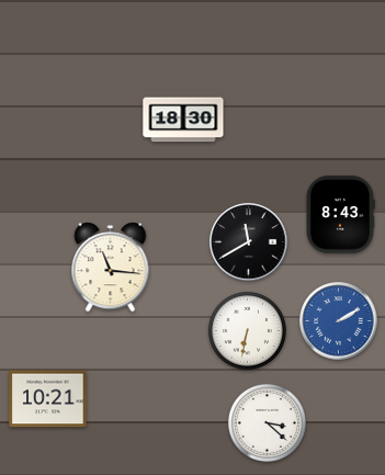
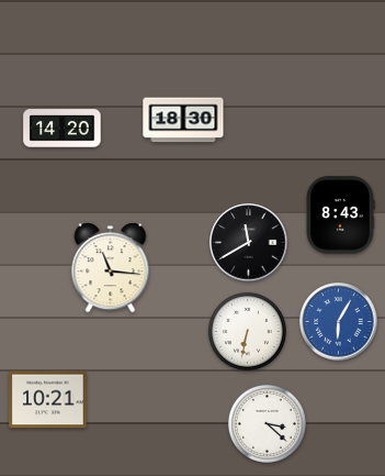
clock at (63, 129): none -> 14:20
clock at (339, 321): 2:10 -> 6:05
